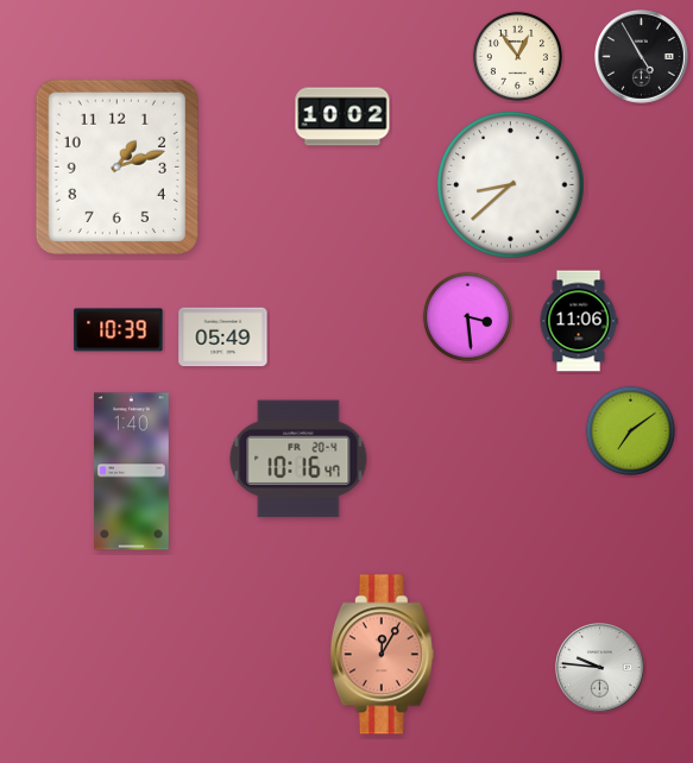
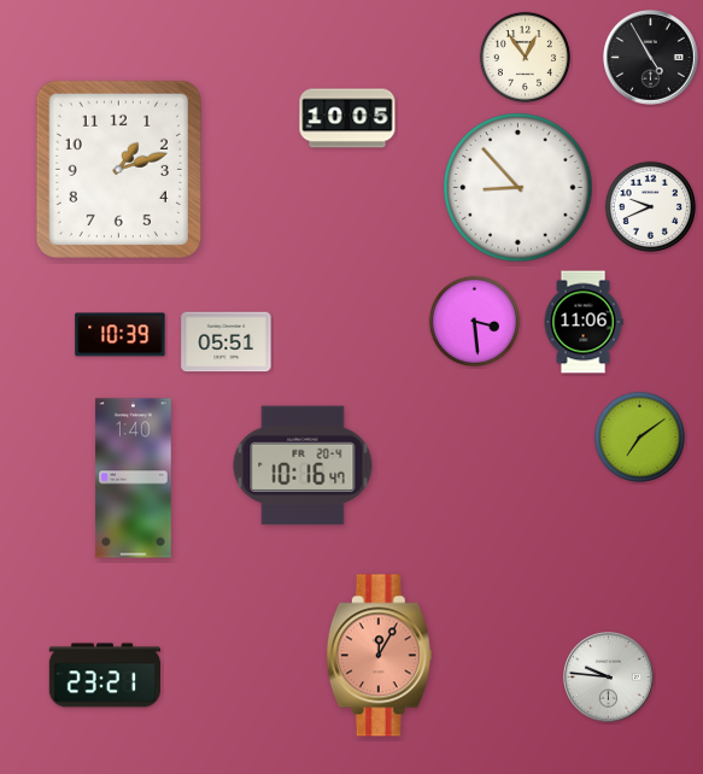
clock at (342, 116): 10:02 -> 10:05
clock at (511, 185): 8:38 -> 8:53
clock at (650, 206): none -> 9:41
clock at (579, 321) position: (579, 321) -> (584, 322)
clock at (223, 338): 05:49 -> 05:51
clock at (382, 655) position: (382, 655) -> (379, 656)
clock at (105, 675): none -> 23:21
